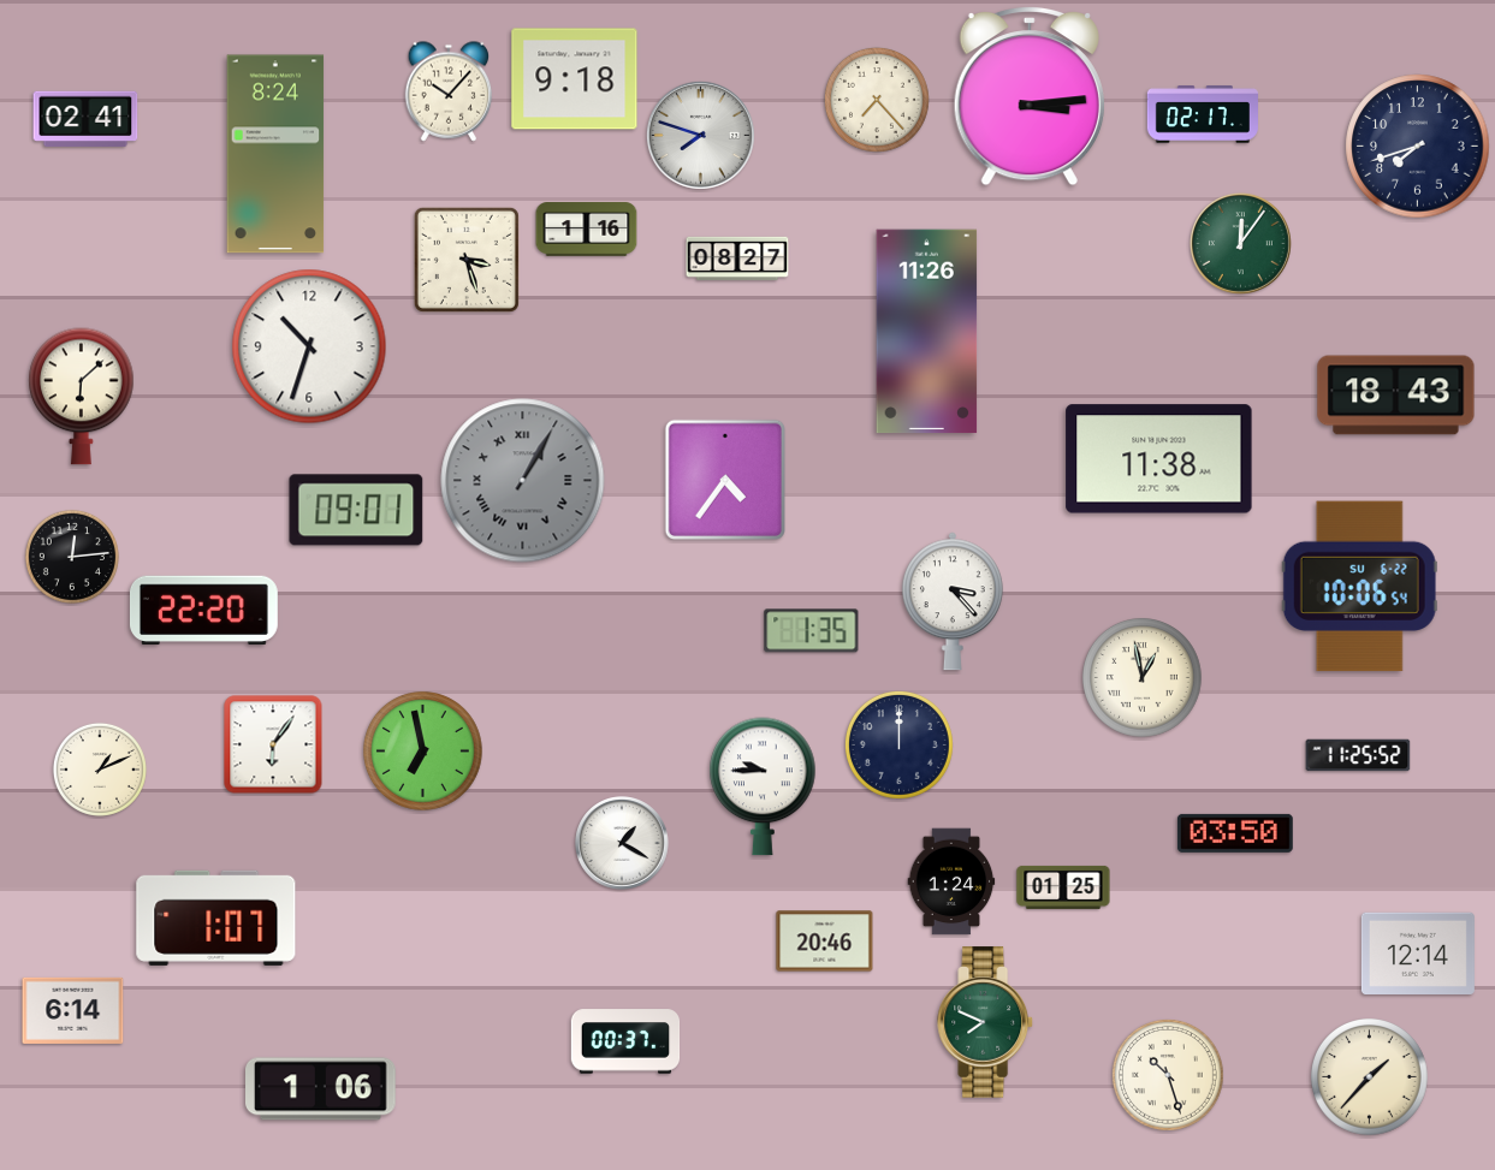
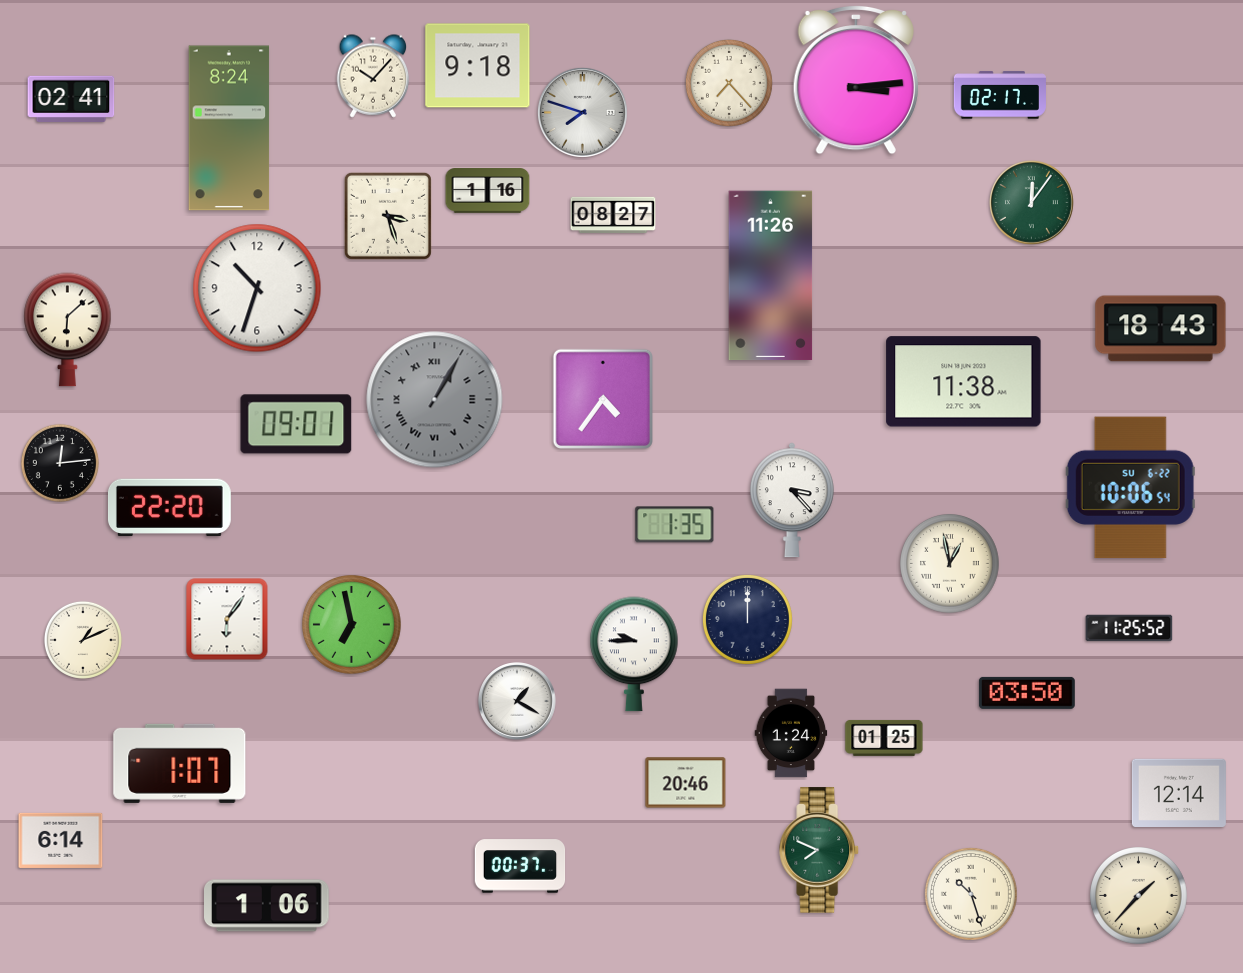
clock at (1418, 147): 7:42 -> none
